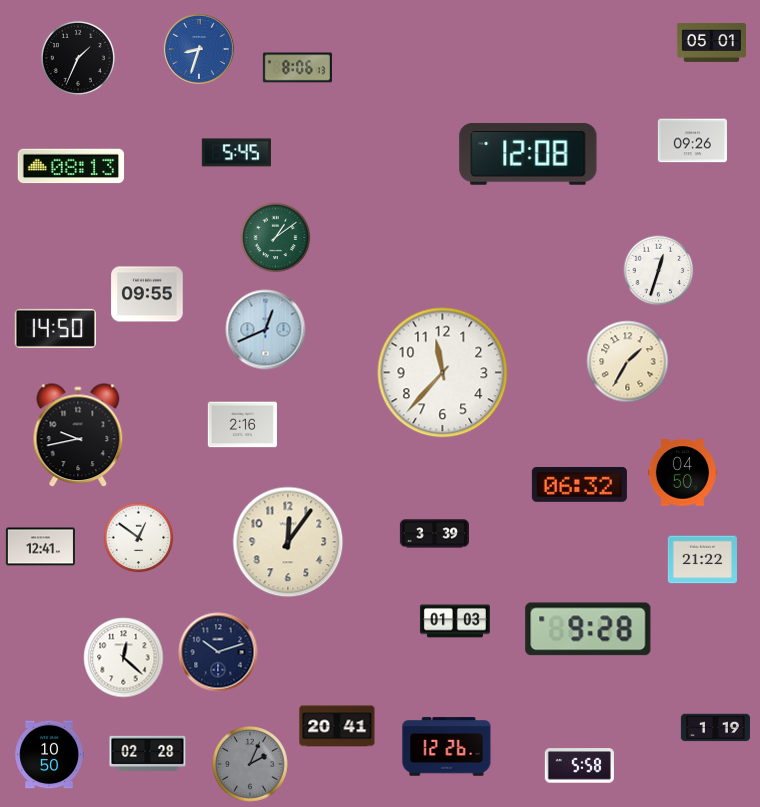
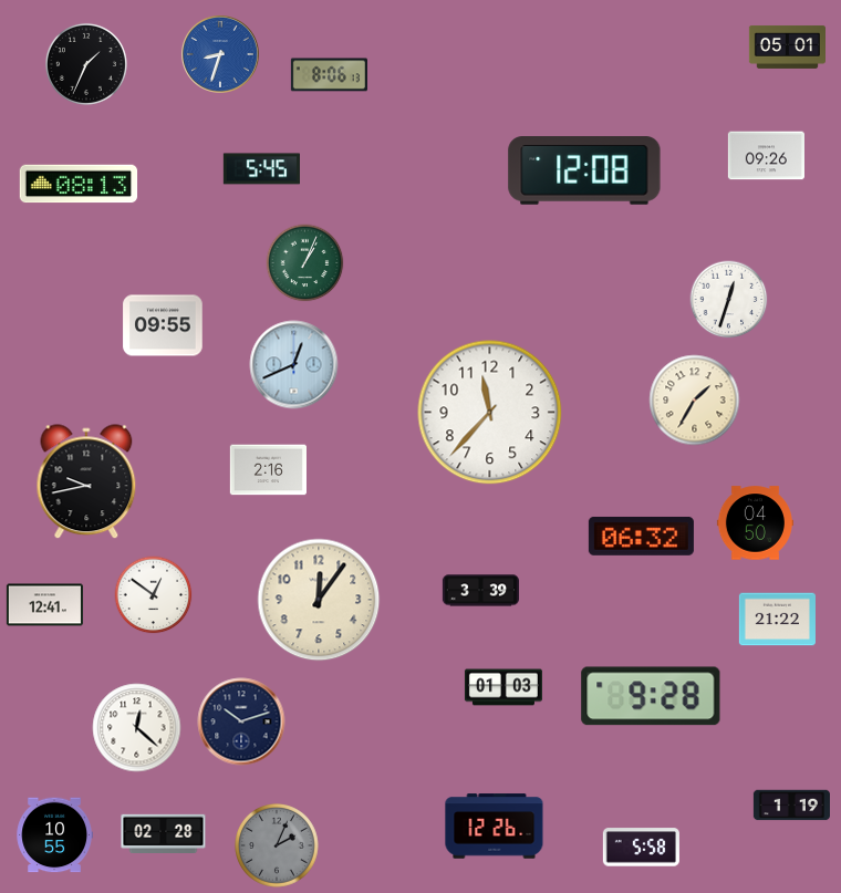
clock at (276, 238): 1:09 -> 1:04
clock at (55, 328): 14:50 -> none
clock at (337, 726): 20:41 -> none
clock at (49, 755): 10:50 -> 10:55
